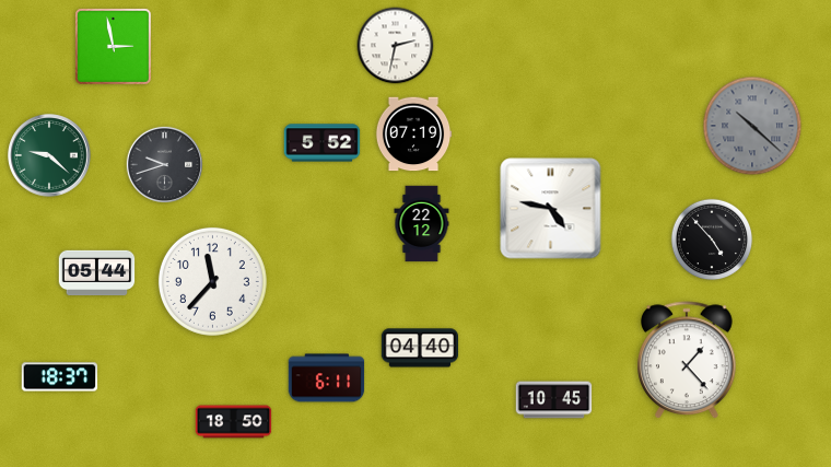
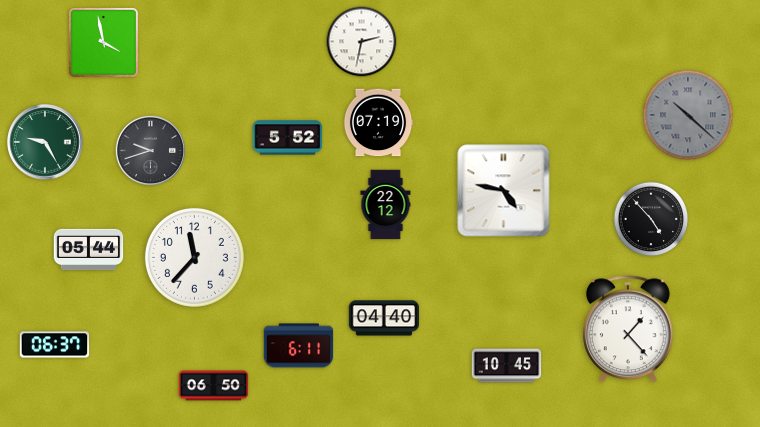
clock at (113, 46): 2:58 -> 3:58
clock at (323, 143) position: (323, 143) -> (288, 138)
clock at (49, 155): 9:22 -> 9:25
clock at (60, 377): 18:37 -> 06:37
clock at (234, 422): 18:50 -> 06:50
